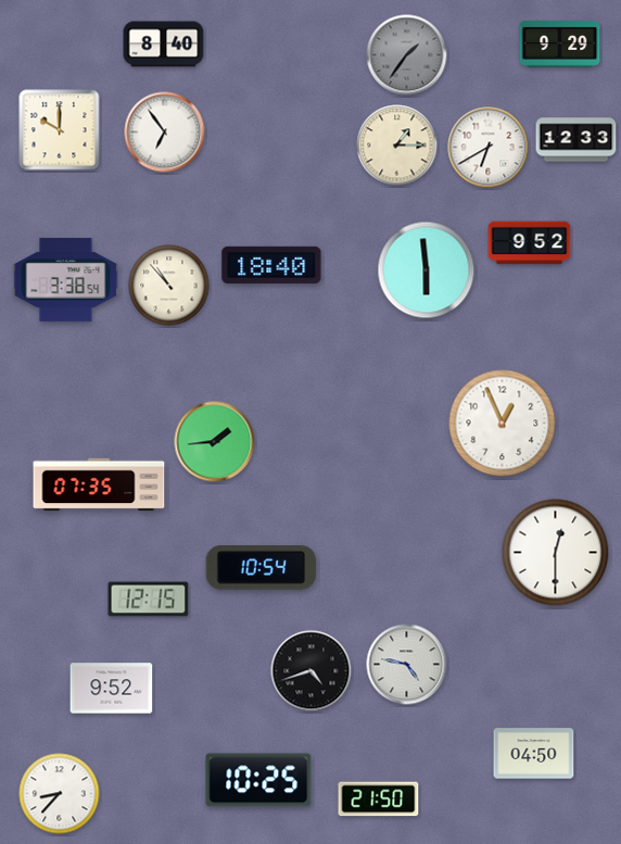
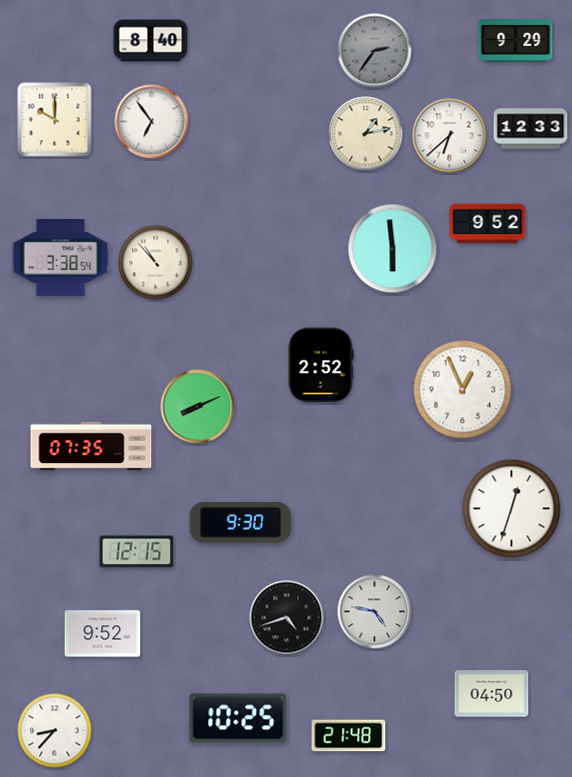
clock at (407, 55): 1:36 -> 2:36
clock at (397, 146): 1:15 -> 1:13
clock at (489, 148): 6:40 -> 6:38
clock at (271, 265): 18:40 -> none
clock at (321, 365): none -> 2:52
clock at (215, 442): 1:44 -> 8:11
clock at (556, 553): 12:30 -> 12:33
clock at (262, 568): 10:54 -> 9:30
clock at (379, 799): 21:50 -> 21:48
